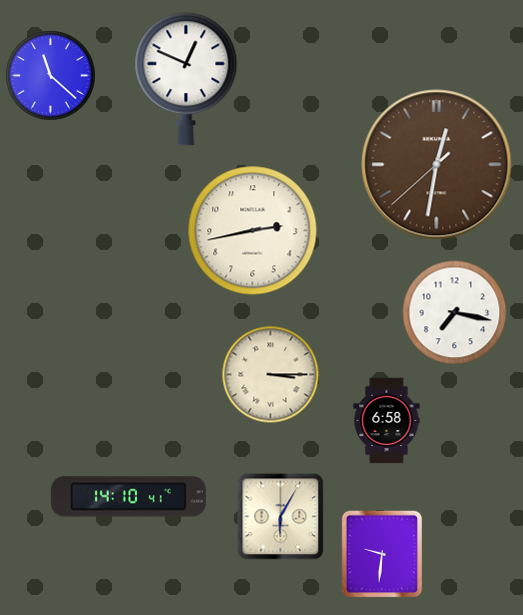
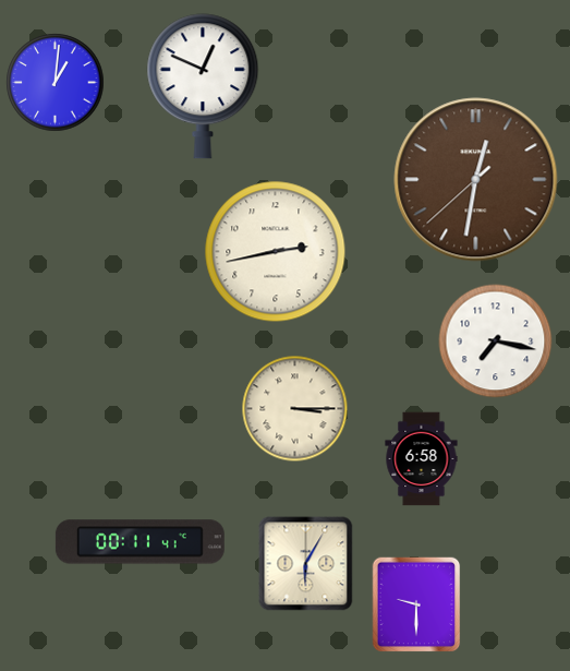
clock at (51, 76): 11:22 -> 1:01
clock at (128, 497): 14:10 -> 00:11
clock at (382, 554): 9:31 -> 9:30
